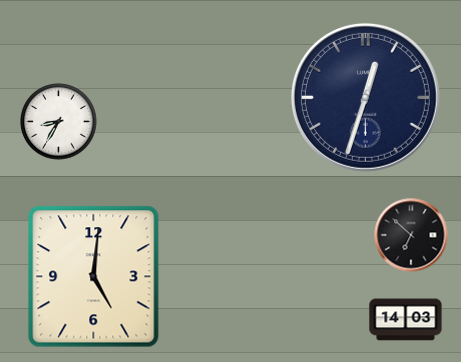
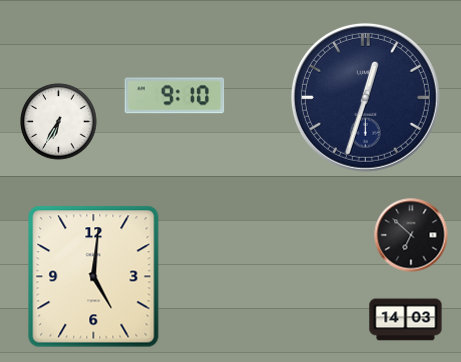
clock at (175, 96): none -> 9:10
clock at (59, 122): 8:35 -> 6:35
